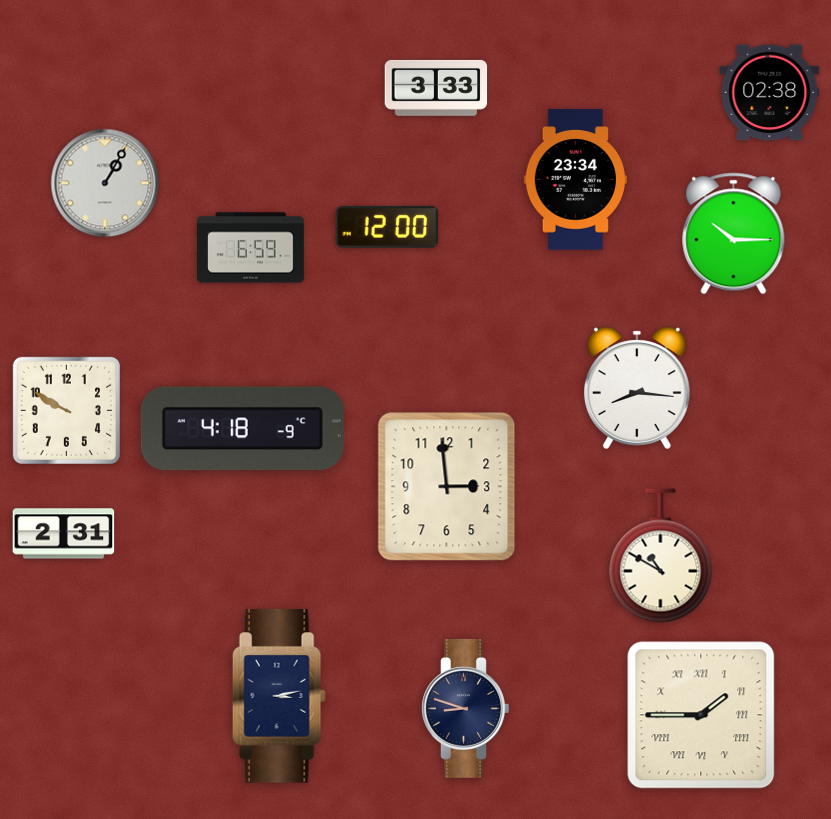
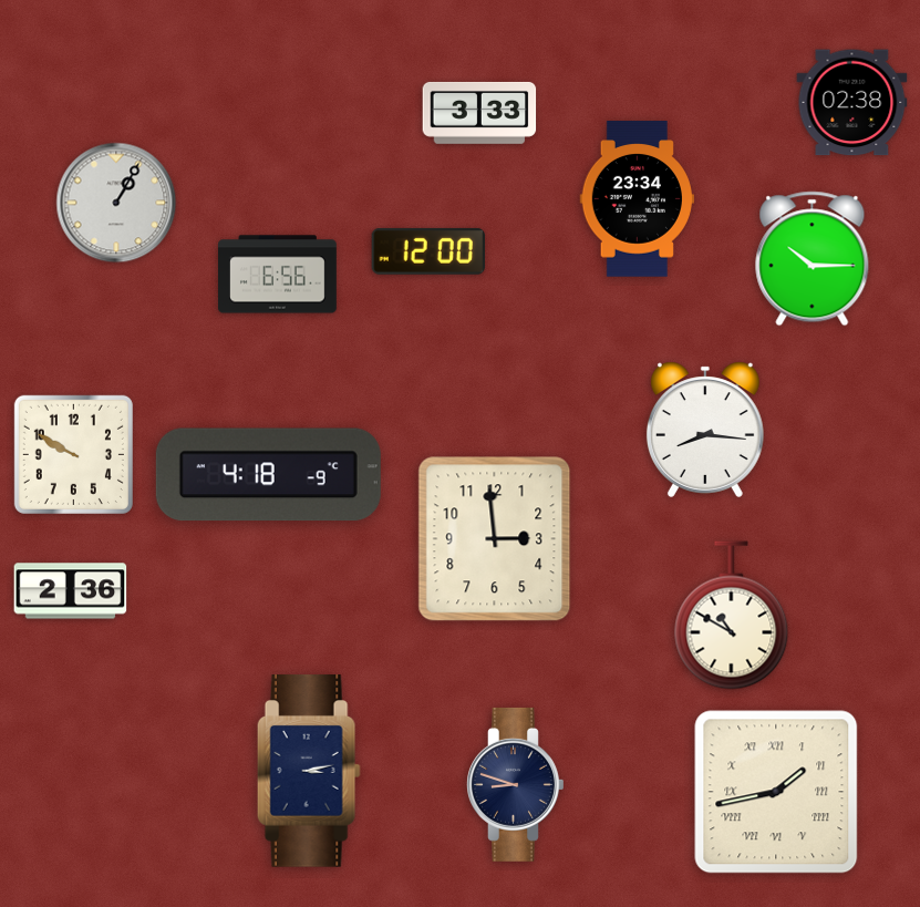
clock at (436, 88) position: (436, 88) -> (479, 113)
clock at (251, 248): 6:59 -> 6:56
clock at (64, 534): 2:31 -> 2:36
clock at (701, 715): 1:45 -> 1:43
